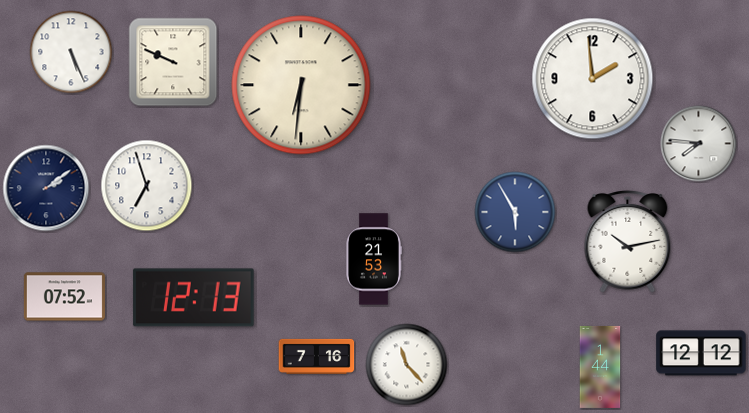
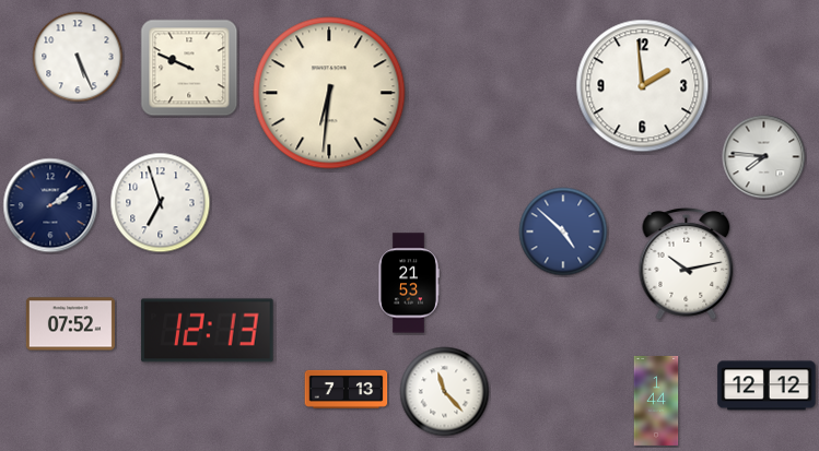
clock at (593, 79) position: (593, 79) -> (643, 86)
clock at (515, 212): 5:55 -> 4:52
clock at (194, 298) position: (194, 298) -> (208, 331)
clock at (317, 356): 7:16 -> 7:13
clock at (407, 365) position: (407, 365) -> (445, 392)
